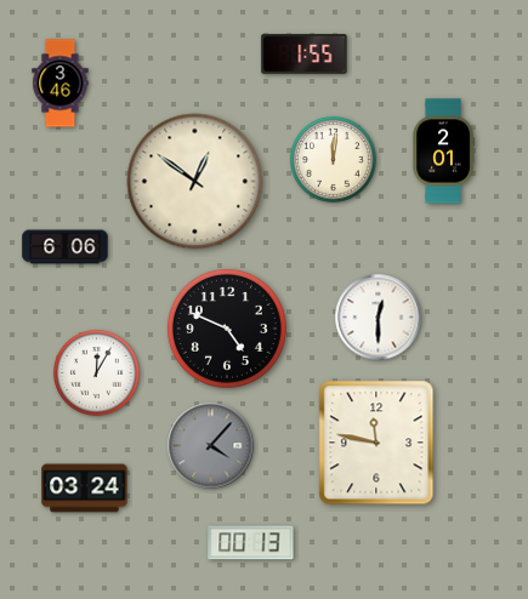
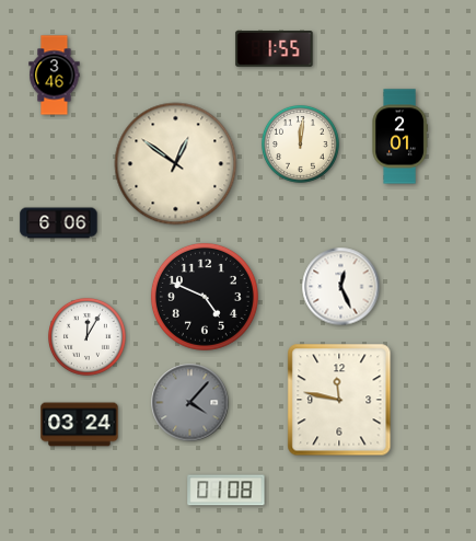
clock at (379, 318): 12:30 -> 12:26
clock at (85, 489) position: (85, 489) -> (80, 425)
clock at (251, 543): 00:13 -> 01:08
